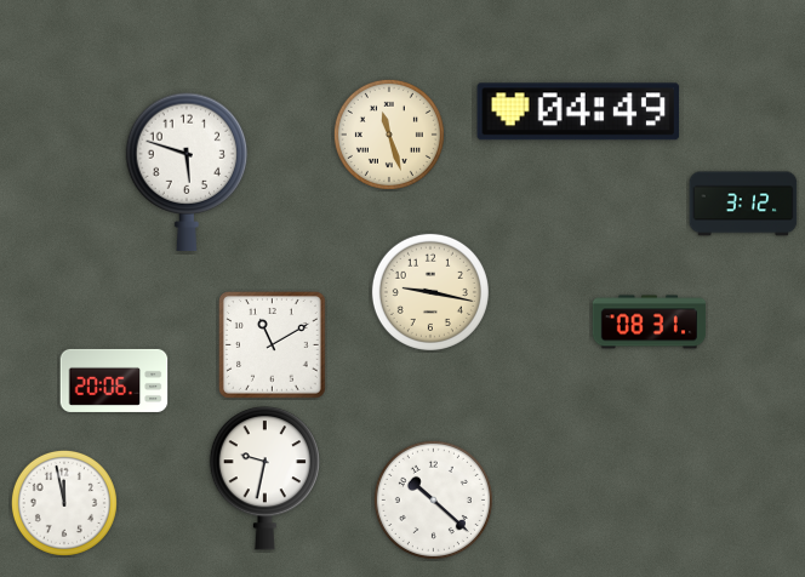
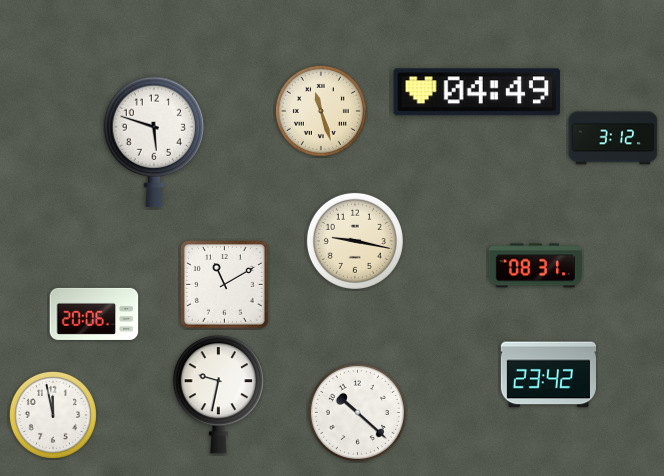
clock at (743, 204) position: (743, 204) -> (613, 138)
clock at (548, 375): none -> 23:42
